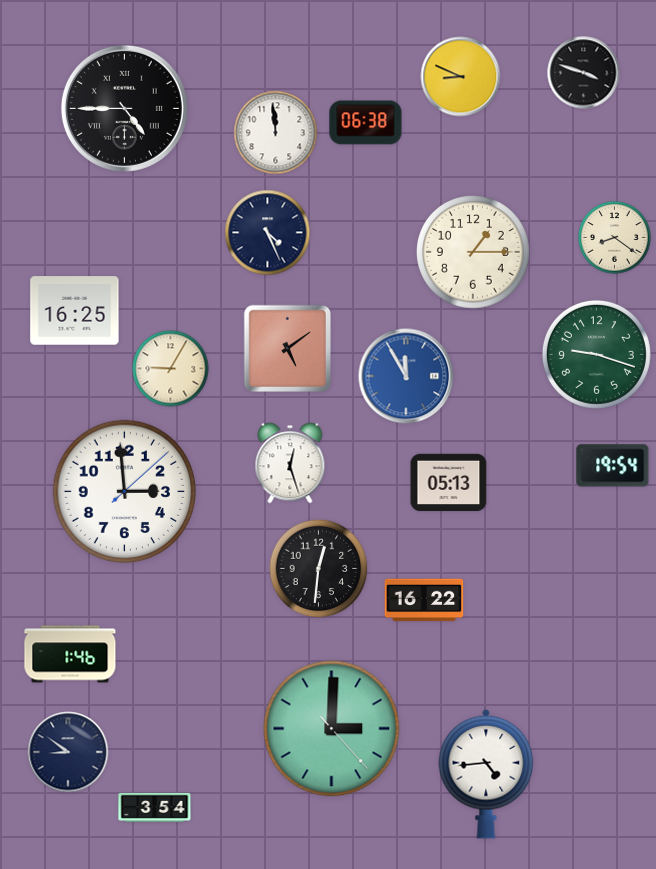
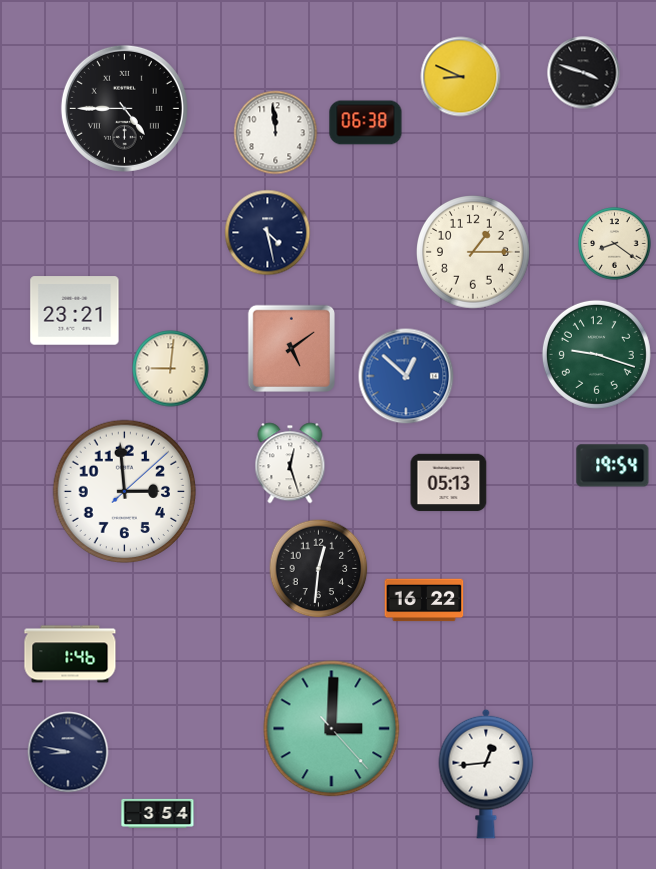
clock at (268, 233): 4:26 -> 4:28
clock at (615, 238) position: (615, 238) -> (615, 244)
clock at (75, 311): 16:25 -> 23:21
clock at (287, 348) position: (287, 348) -> (291, 348)
clock at (171, 369): 9:05 -> 9:01
clock at (406, 376): 11:55 -> 12:52
clock at (68, 752): 8:51 -> 8:47
clock at (486, 774): 4:44 -> 12:44
clock at (155, 807) position: (155, 807) -> (158, 813)
